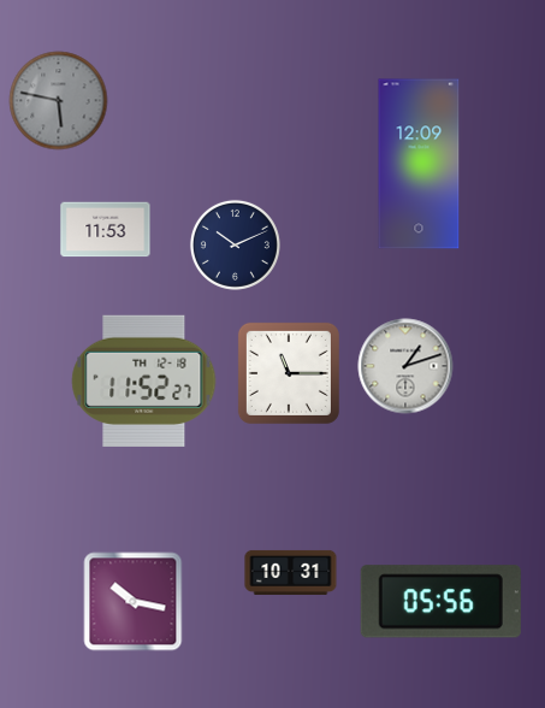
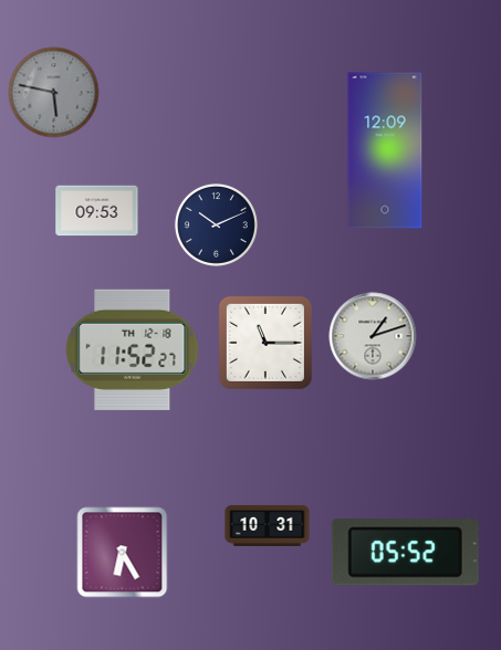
clock at (106, 230): 11:53 -> 09:53
clock at (134, 602): 10:17 -> 6:25
clock at (440, 602): 05:56 -> 05:52
